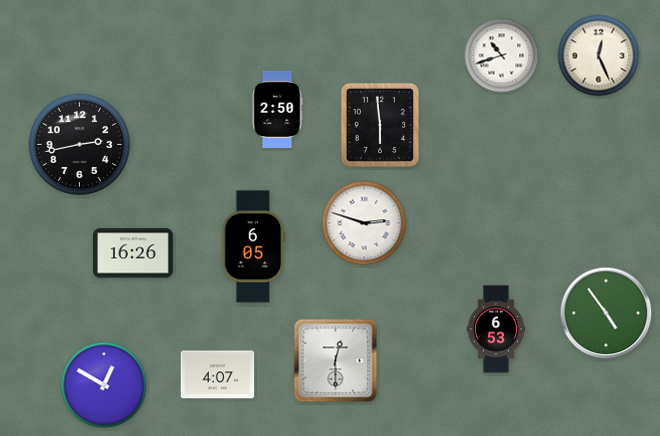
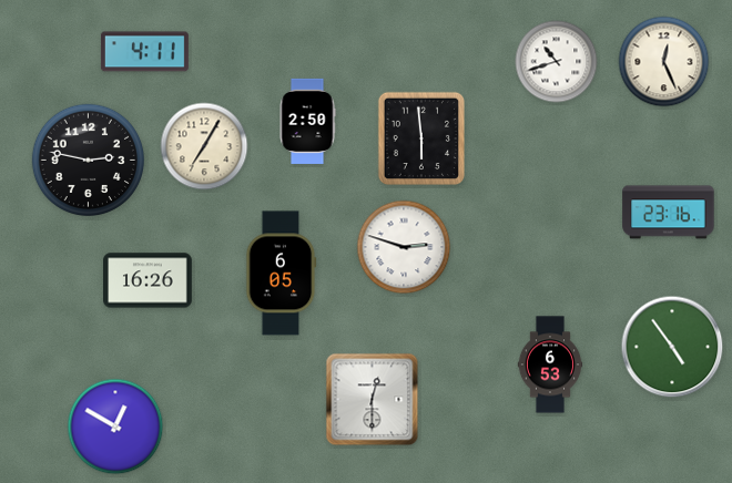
clock at (144, 52): none -> 4:11
clock at (204, 146): none -> 7:05
clock at (79, 144): 2:43 -> 2:47
clock at (669, 213): none -> 23:16
clock at (218, 375): 4:07 -> none
